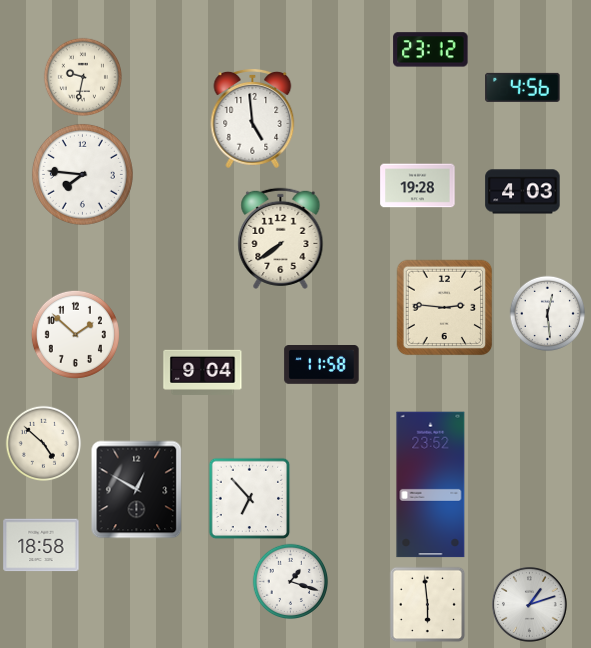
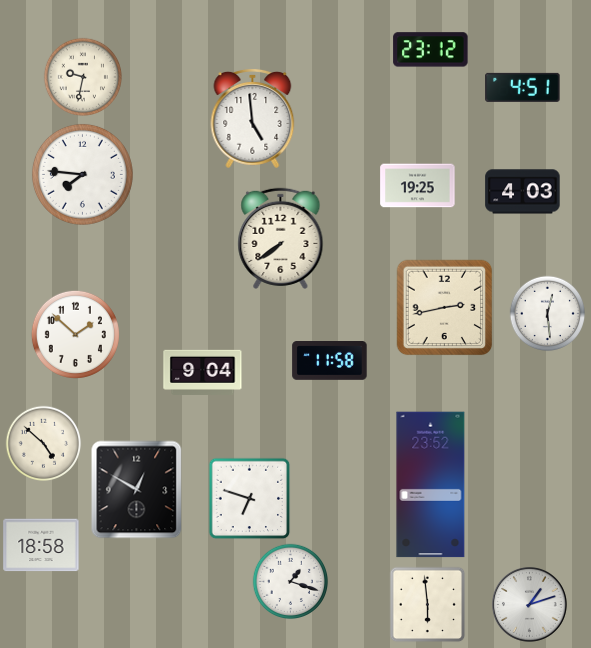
clock at (523, 87): 4:56 -> 4:51
clock at (418, 186): 19:28 -> 19:25
clock at (445, 308): 2:46 -> 2:43
clock at (322, 365) position: (322, 365) -> (330, 361)
clock at (250, 499): 6:53 -> 6:48
